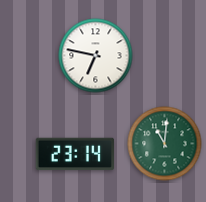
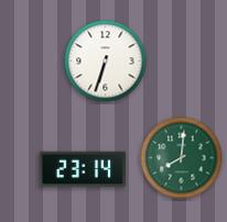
clock at (96, 56): 6:47 -> 6:33
clock at (165, 144): 11:01 -> 8:01
